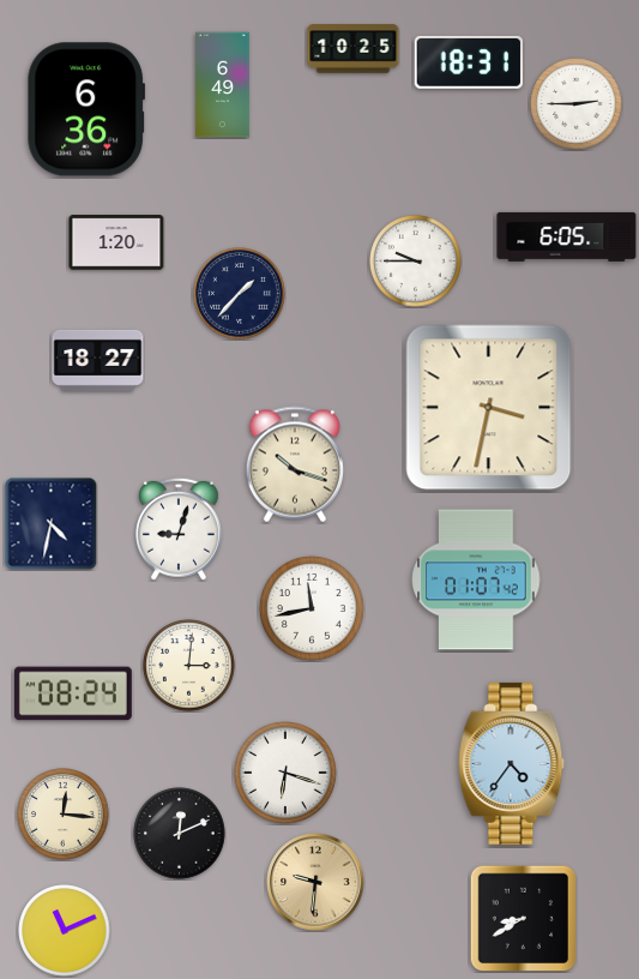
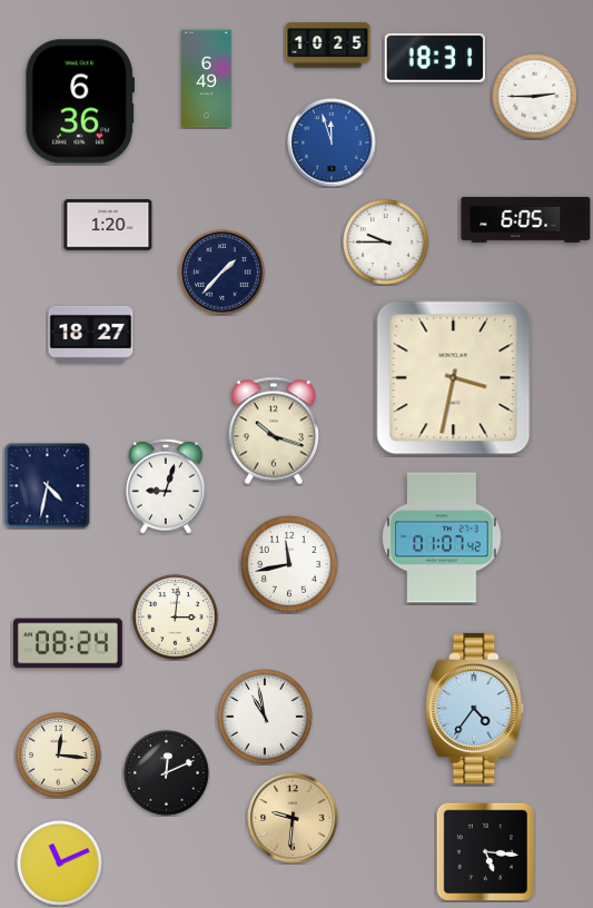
clock at (332, 142): none -> 11:57
clock at (180, 529) position: (180, 529) -> (167, 486)
clock at (287, 774): 6:18 -> 10:58
clock at (523, 918): 8:40 -> 5:16
